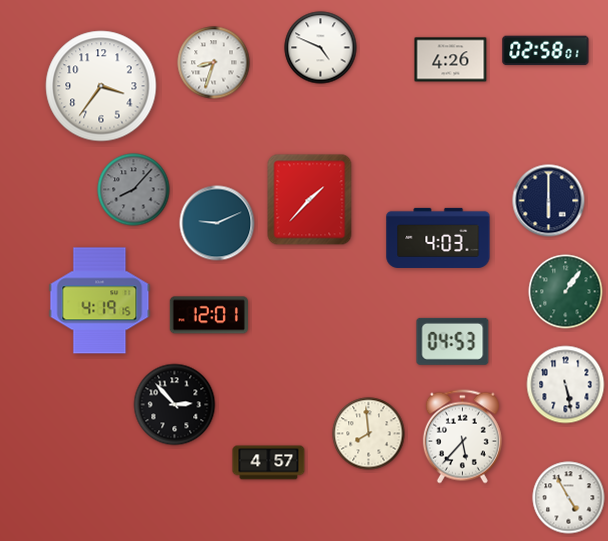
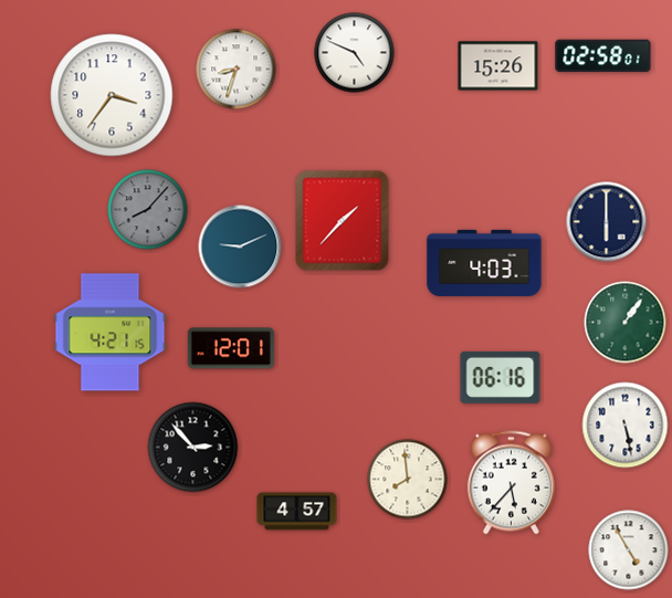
clock at (451, 60): 4:26 -> 15:26
clock at (100, 301): 4:19 -> 4:21
clock at (453, 341): 04:53 -> 06:16
